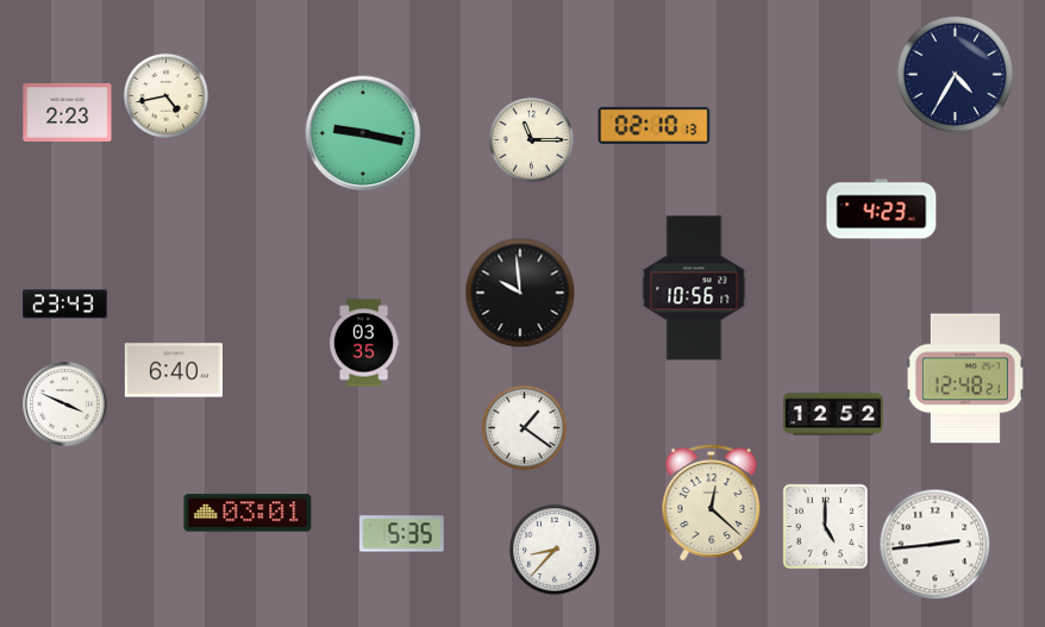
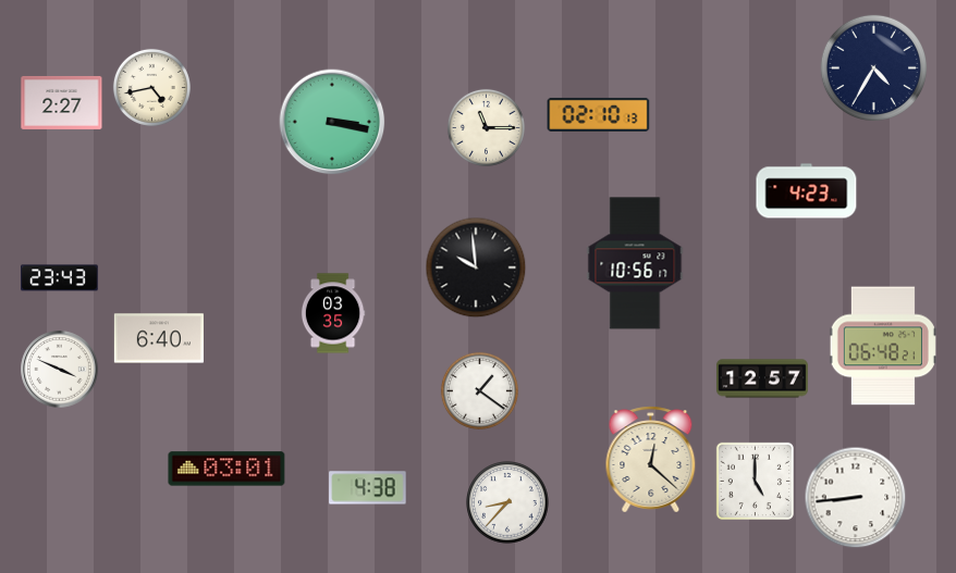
clock at (68, 112): 2:23 -> 2:27
clock at (363, 133): 9:17 -> 3:17
clock at (965, 378): 12:48 -> 06:48
clock at (833, 414): 12:52 -> 12:57
clock at (402, 534): 5:35 -> 4:38
clock at (936, 545): 2:44 -> 8:44
